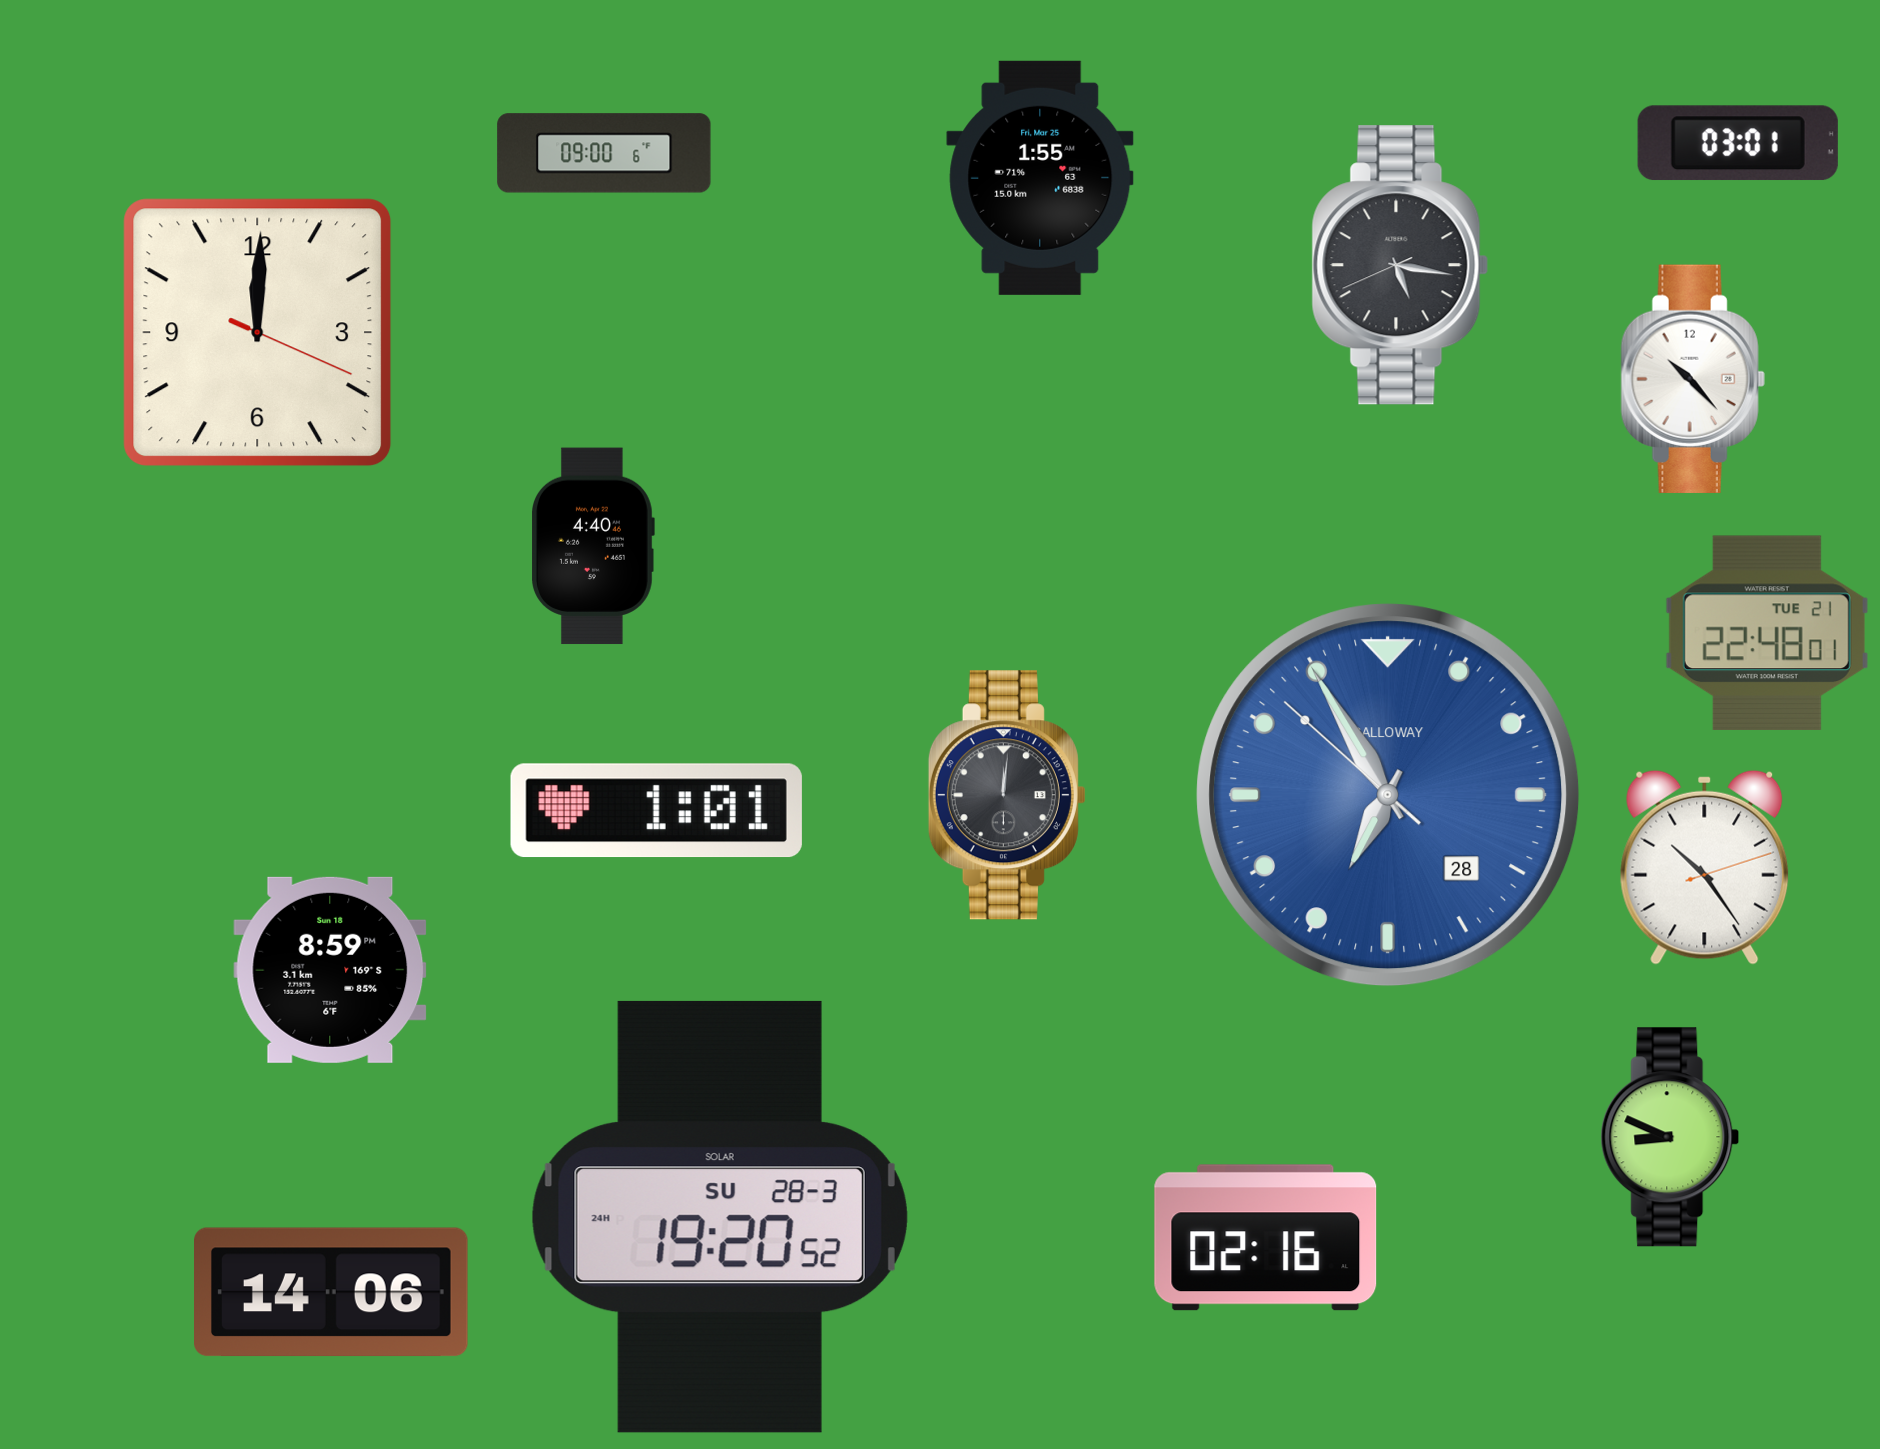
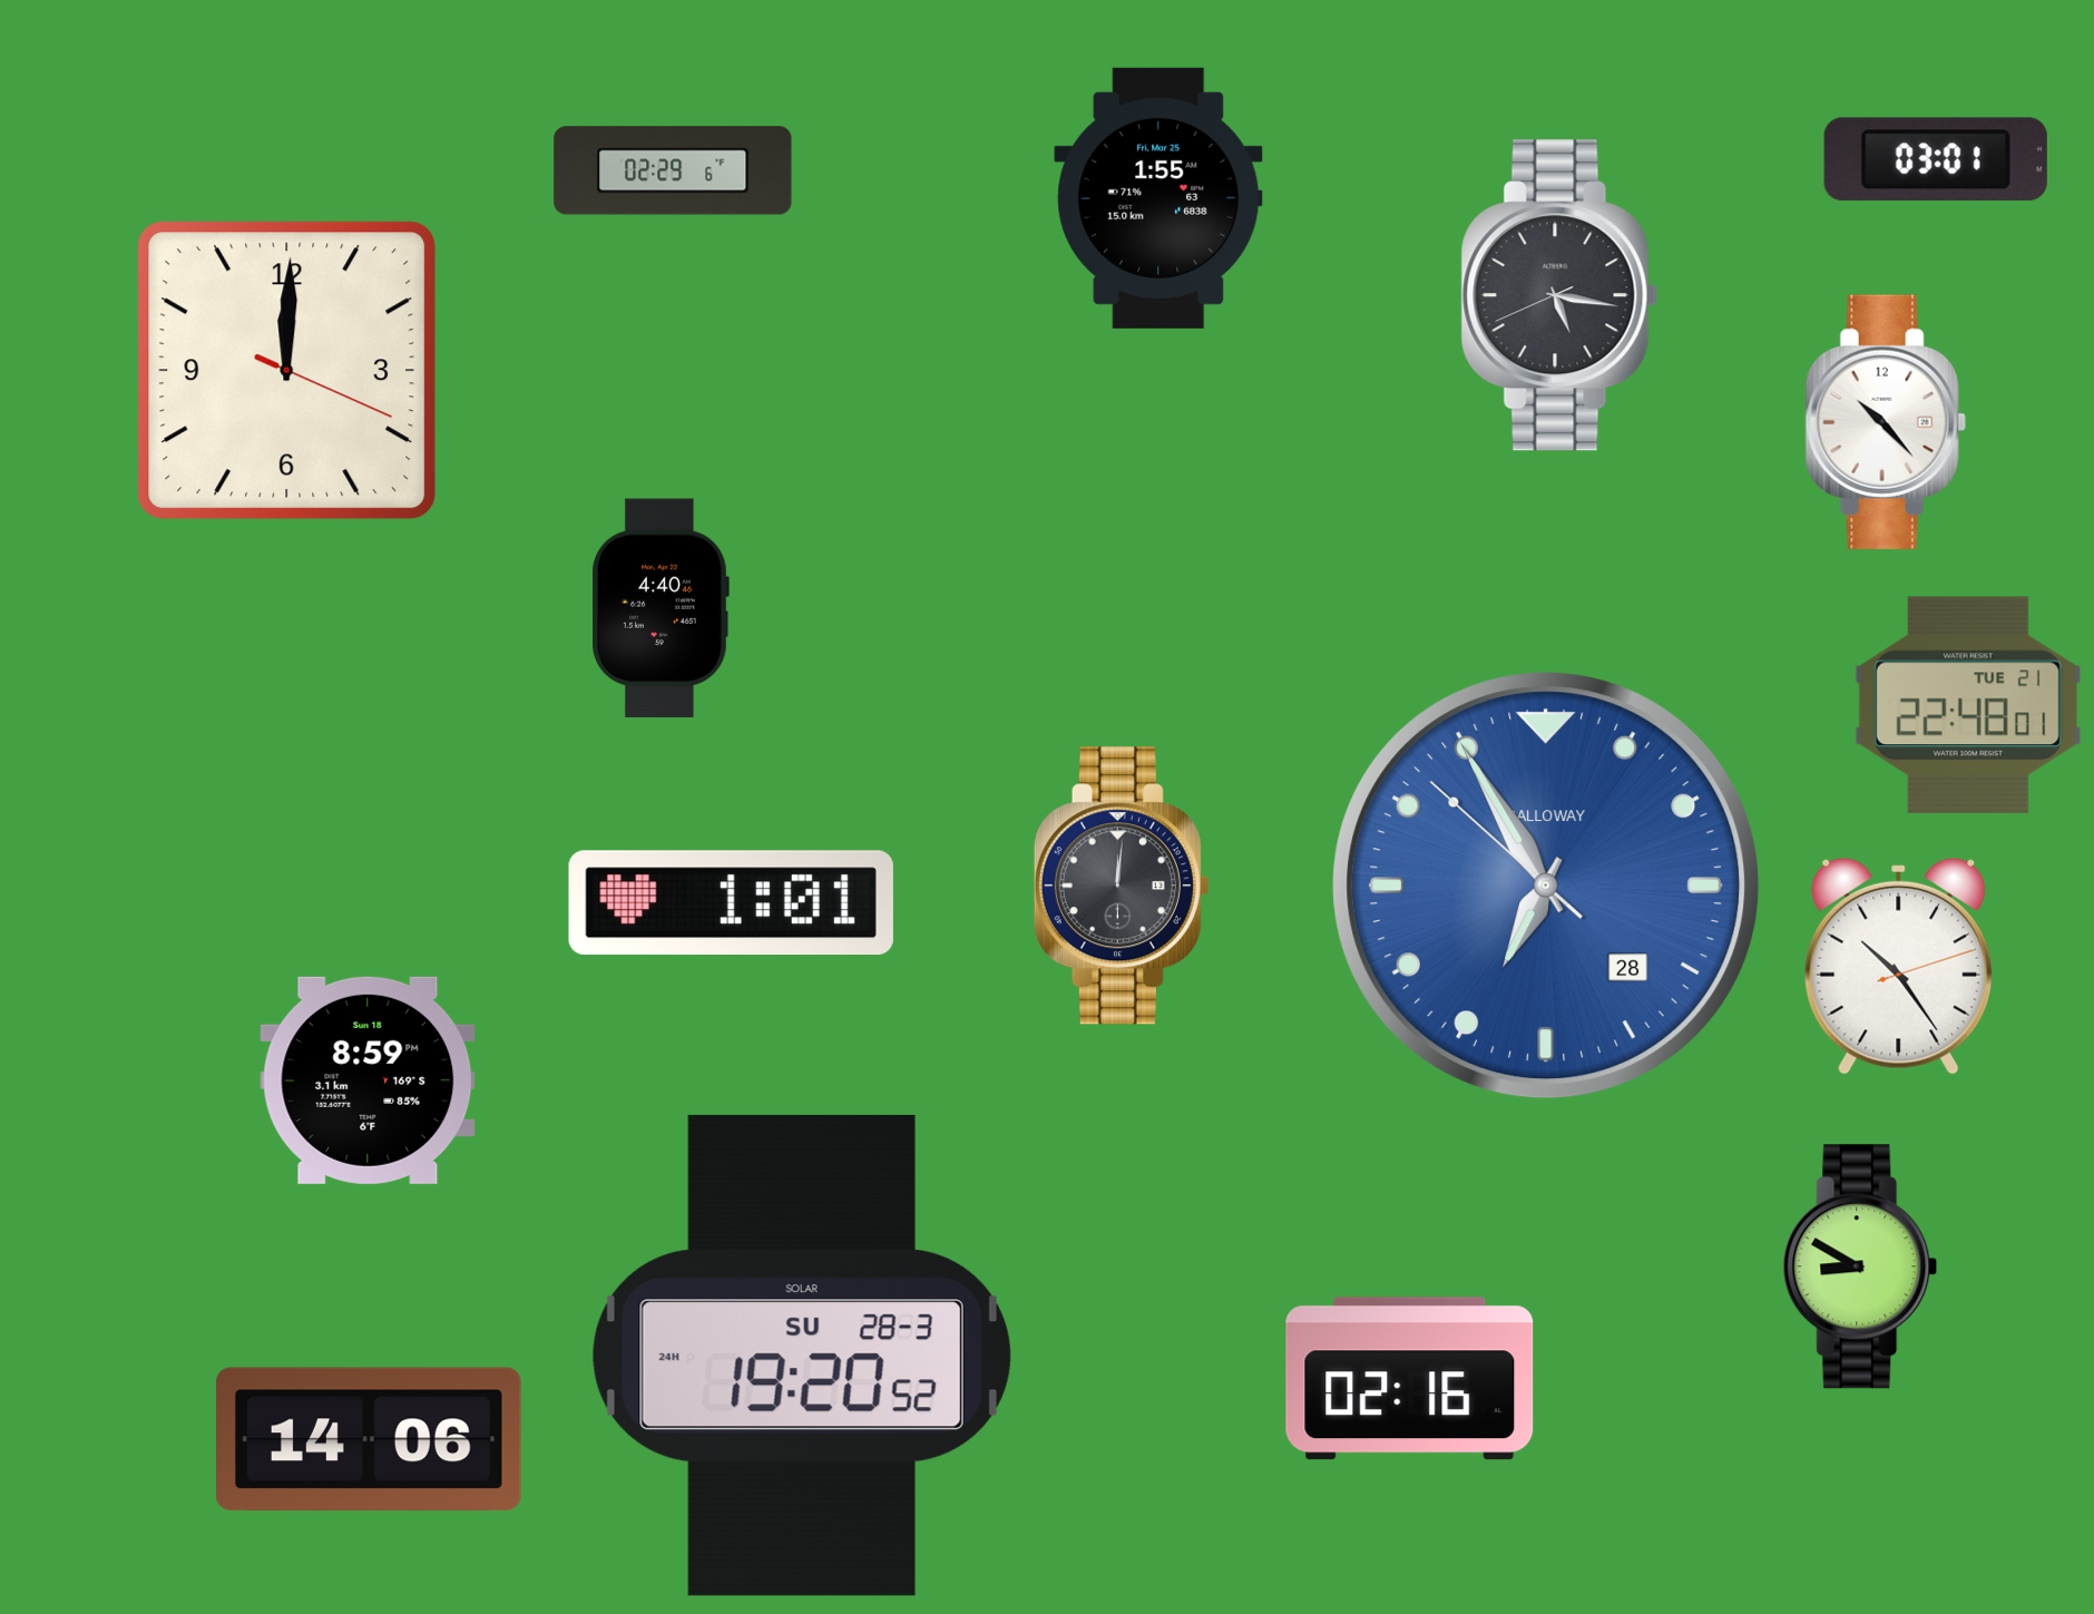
clock at (604, 153): 09:00 -> 02:29
clock at (1670, 1137): 8:49 -> 8:50
